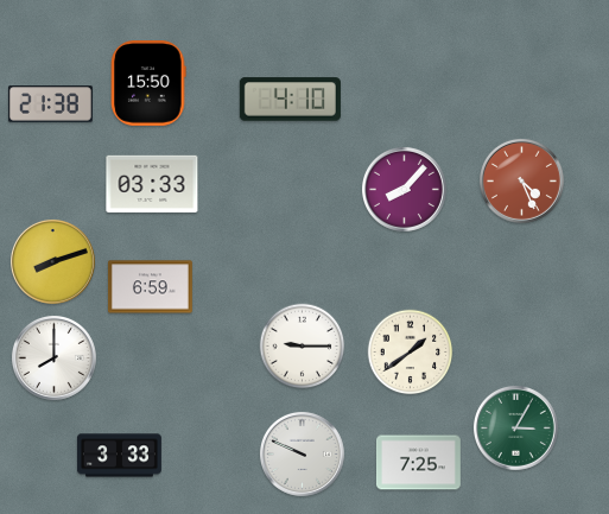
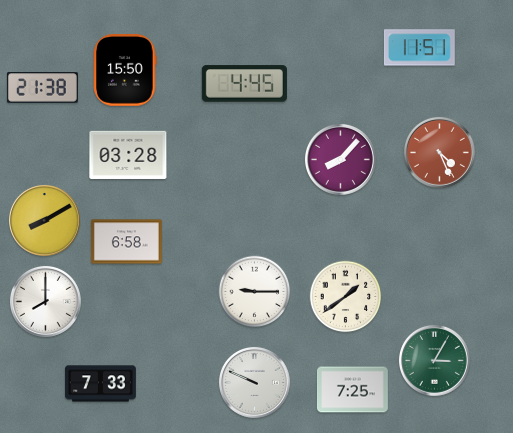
clock at (419, 48): none -> 11:51
clock at (290, 100): 4:10 -> 4:45
clock at (152, 184): 03:33 -> 03:28
clock at (52, 261): 8:12 -> 8:10
clock at (150, 287): 6:59 -> 6:58
clock at (119, 456): 3:33 -> 7:33
